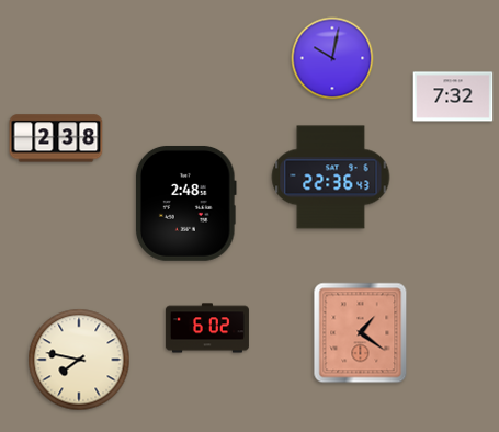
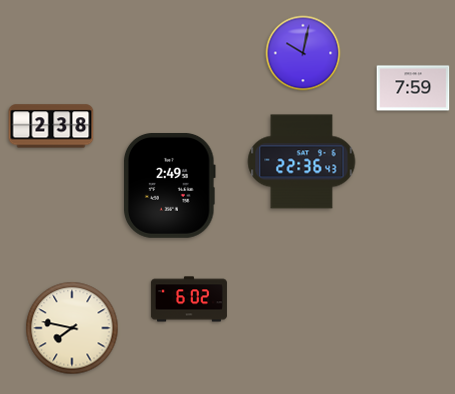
clock at (453, 96): 7:32 -> 7:59
clock at (185, 203): 2:48 -> 2:49
clock at (361, 333): 1:21 -> none
